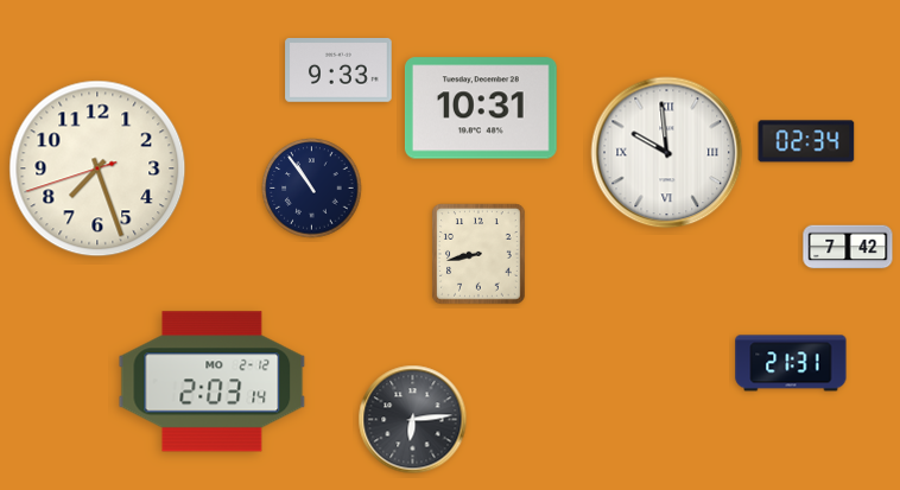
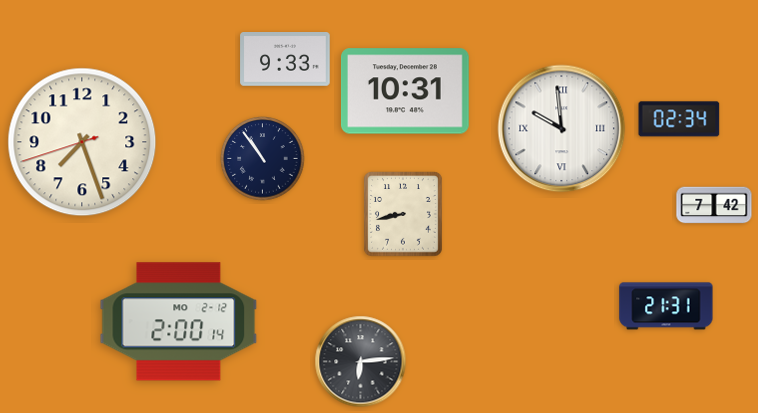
clock at (848, 247) position: (848, 247) -> (714, 205)
clock at (213, 382): 2:03 -> 2:00
clock at (413, 420) position: (413, 420) -> (361, 362)
